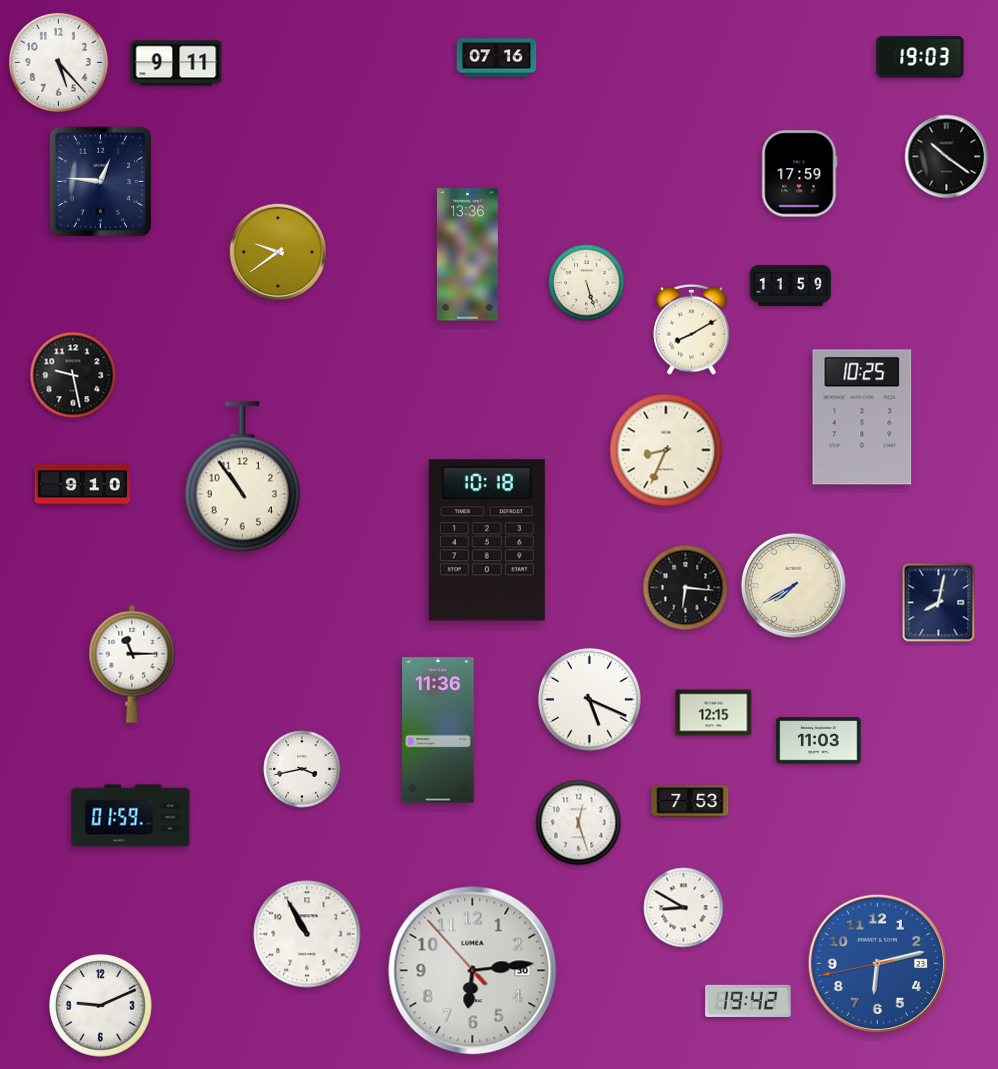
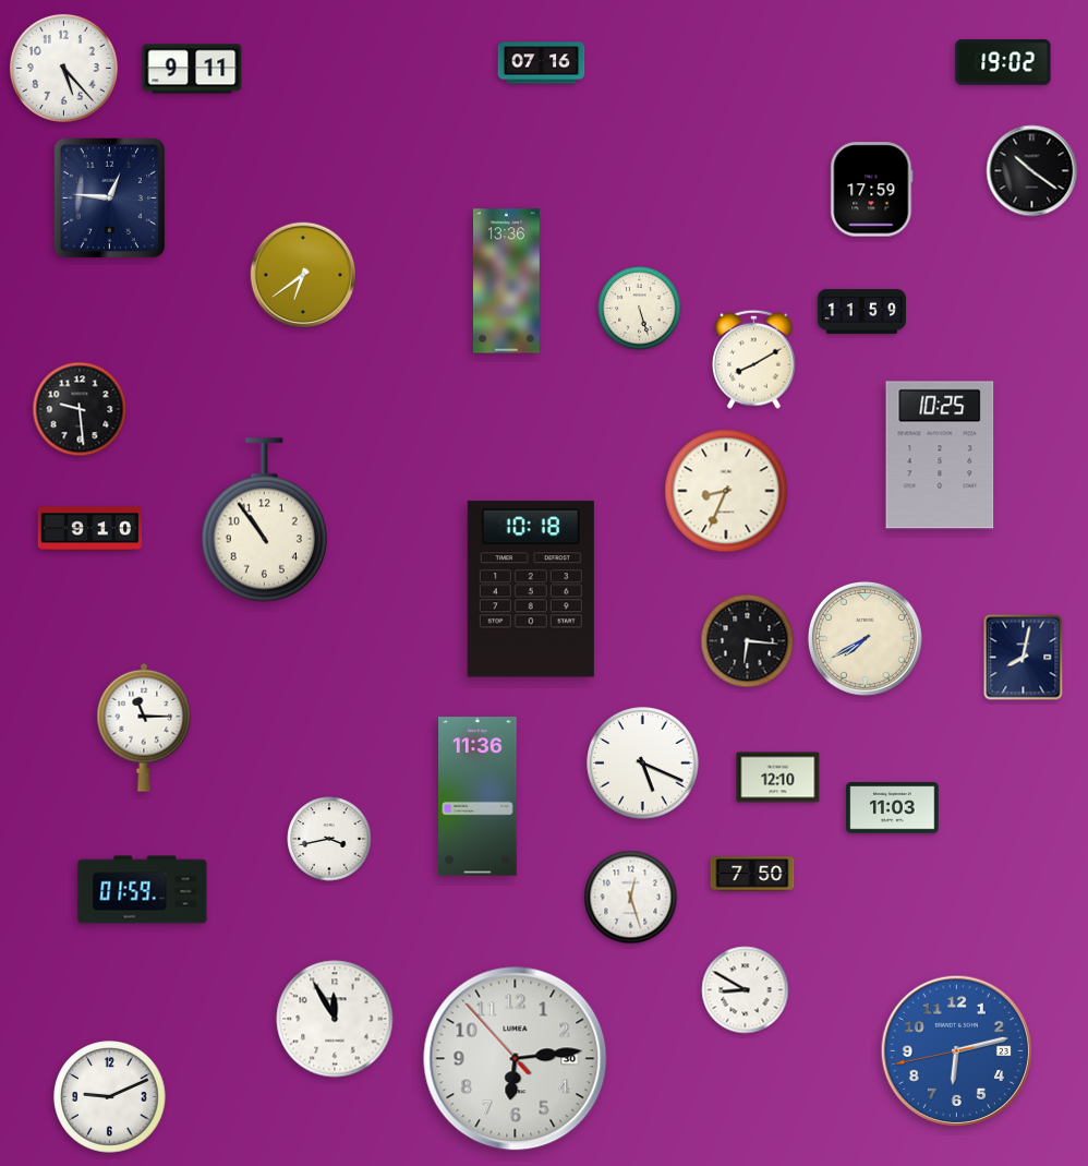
clock at (920, 57): 19:03 -> 19:02
clock at (278, 252): 9:39 -> 6:39
clock at (467, 255) position: (467, 255) -> (506, 281)
clock at (73, 375): 9:28 -> 9:29
clock at (132, 664) position: (132, 664) -> (144, 728)
clock at (714, 713): 12:15 -> 12:10
clock at (690, 801): 7:53 -> 7:50
clock at (307, 934): 10:55 -> 11:55
clock at (748, 1001): 19:42 -> none
